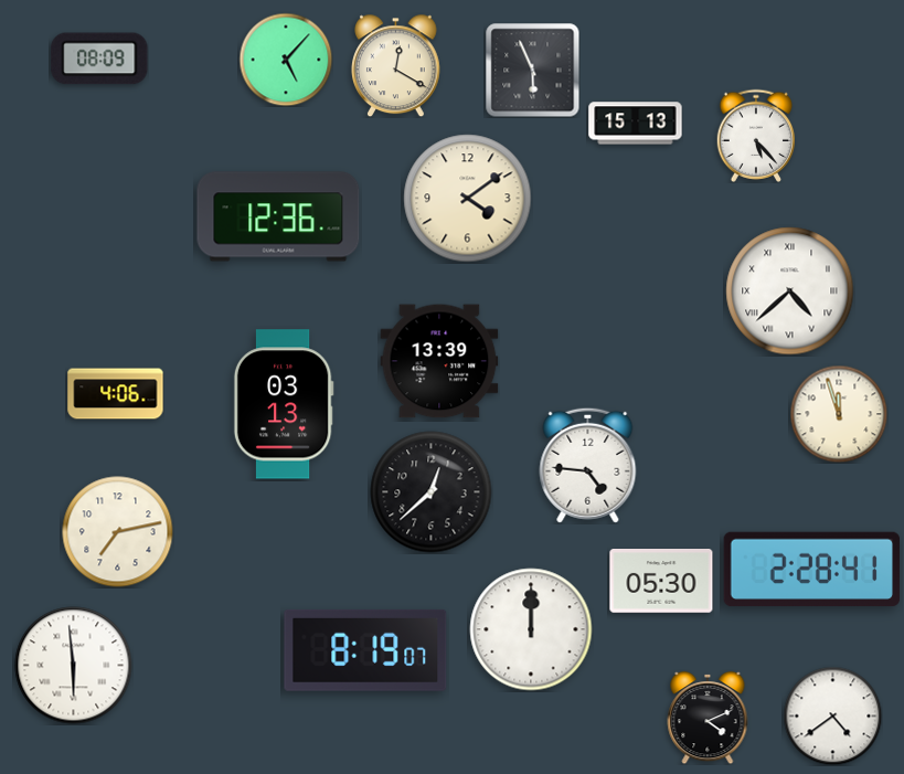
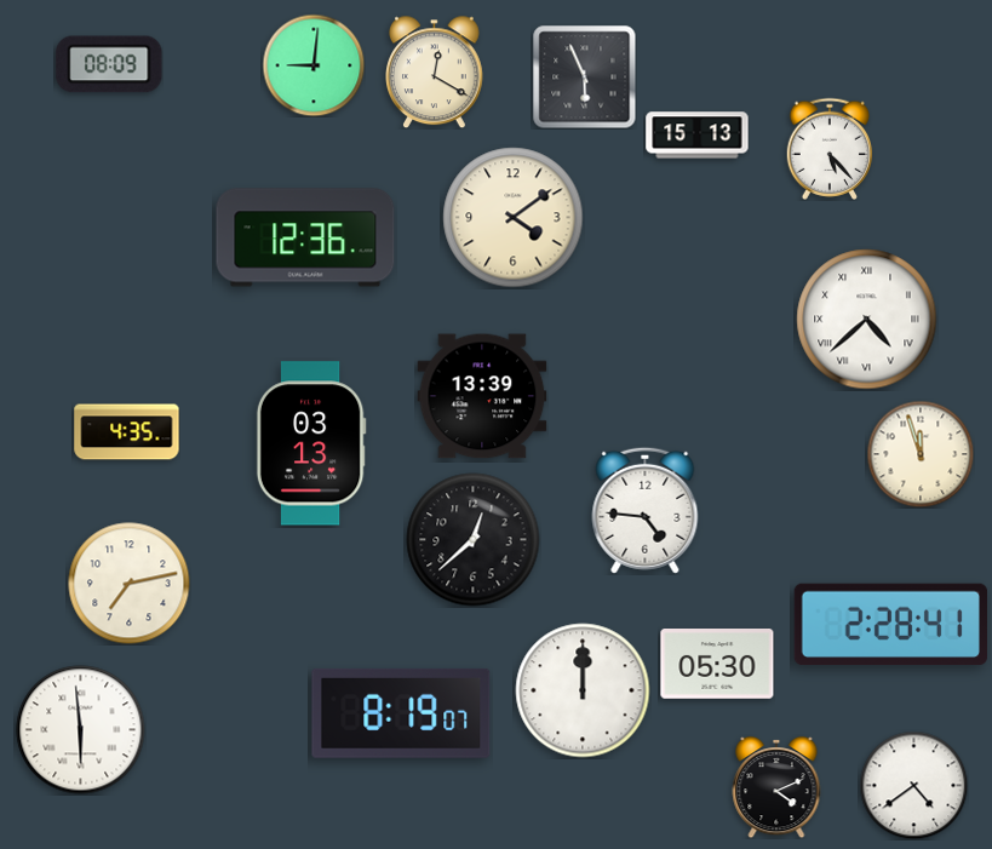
clock at (286, 60): 5:07 -> 9:01
clock at (116, 394): 4:06 -> 4:35
clock at (661, 582) position: (661, 582) -> (717, 665)
